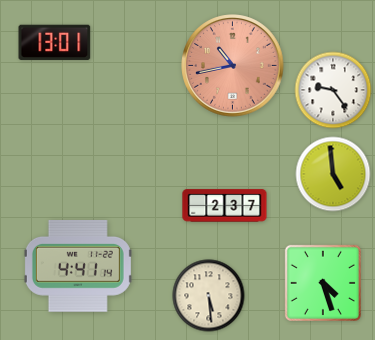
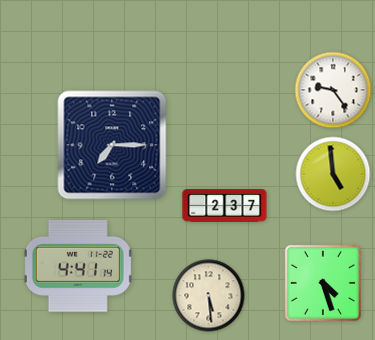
clock at (55, 42): 13:01 -> none
clock at (233, 66): 10:43 -> none
clock at (112, 145): none -> 7:15
